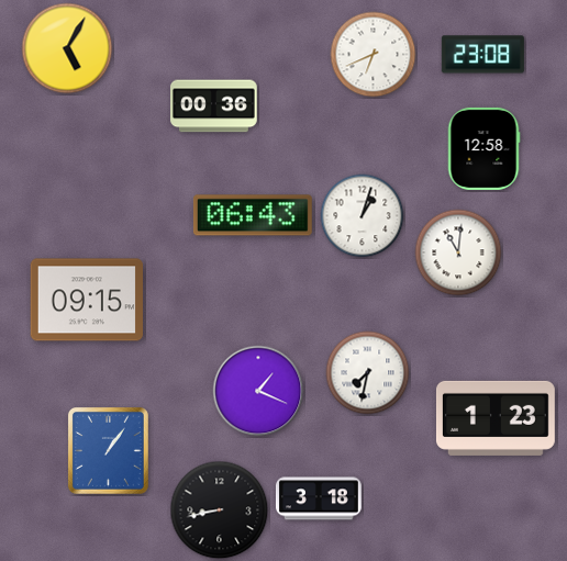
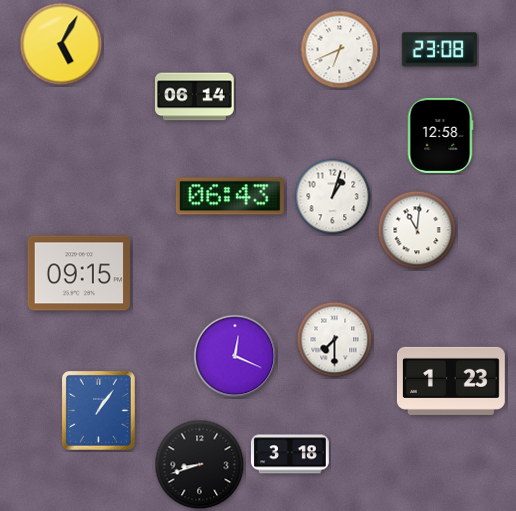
clock at (214, 106): 00:36 -> 06:14
clock at (363, 216) position: (363, 216) -> (333, 197)
clock at (368, 373): 7:32 -> 7:30
clock at (258, 391): 1:19 -> 12:19
clock at (220, 510): 8:43 -> 8:42
